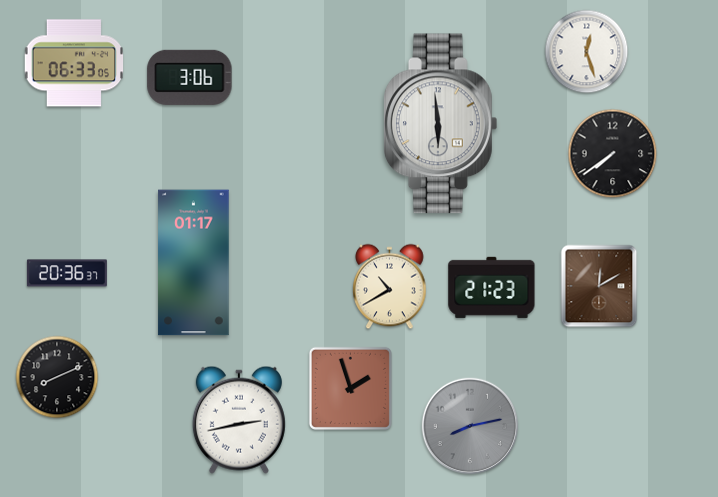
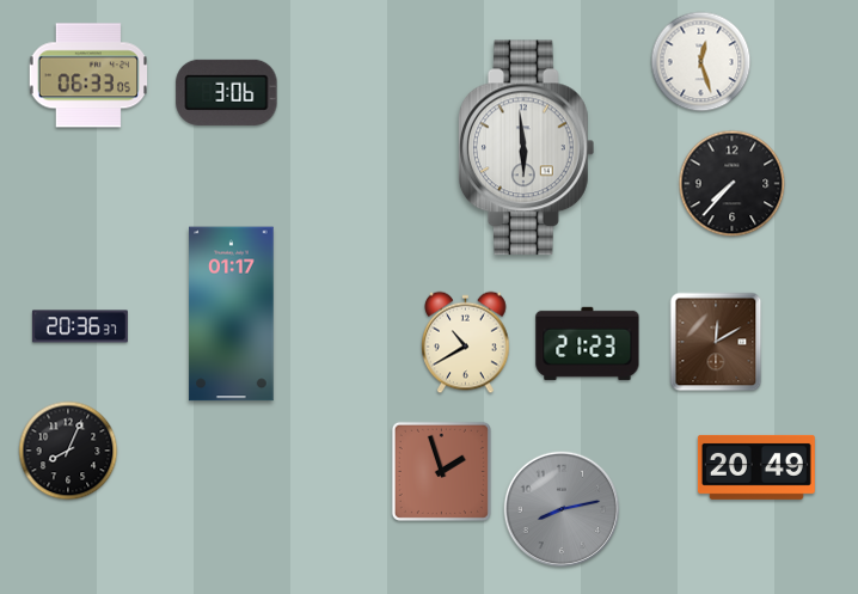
clock at (613, 154): 7:39 -> 7:37
clock at (57, 377): 8:11 -> 8:04
clock at (350, 388) position: (350, 388) -> (441, 471)
clock at (756, 467): none -> 20:49
clock at (239, 420): 2:43 -> none
